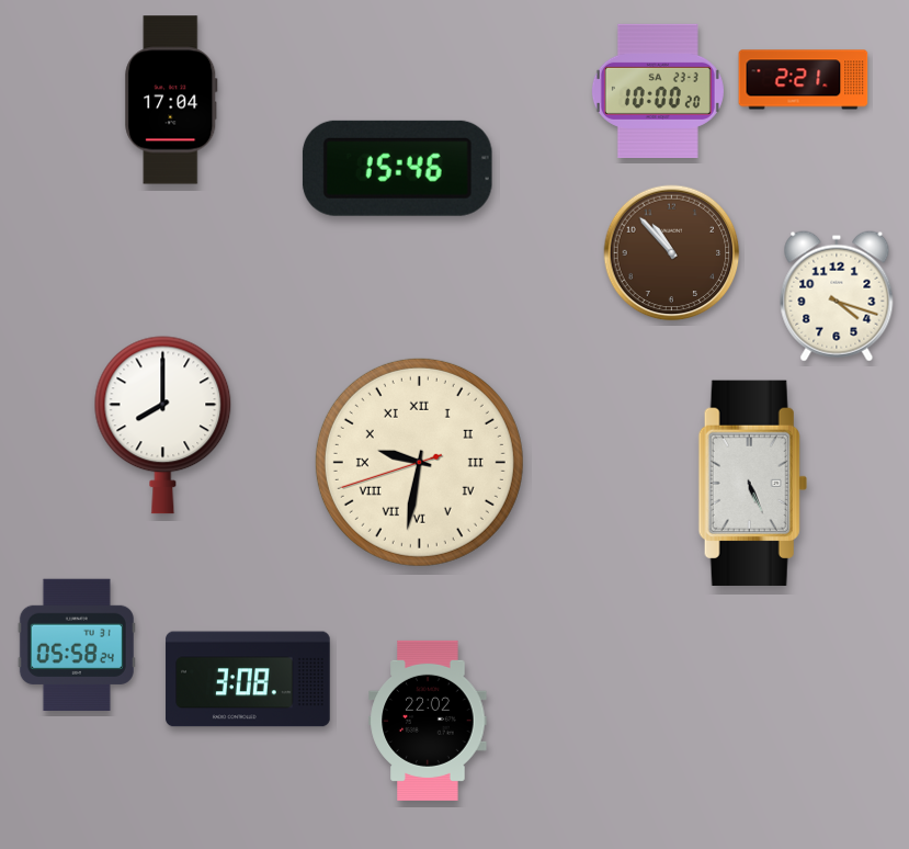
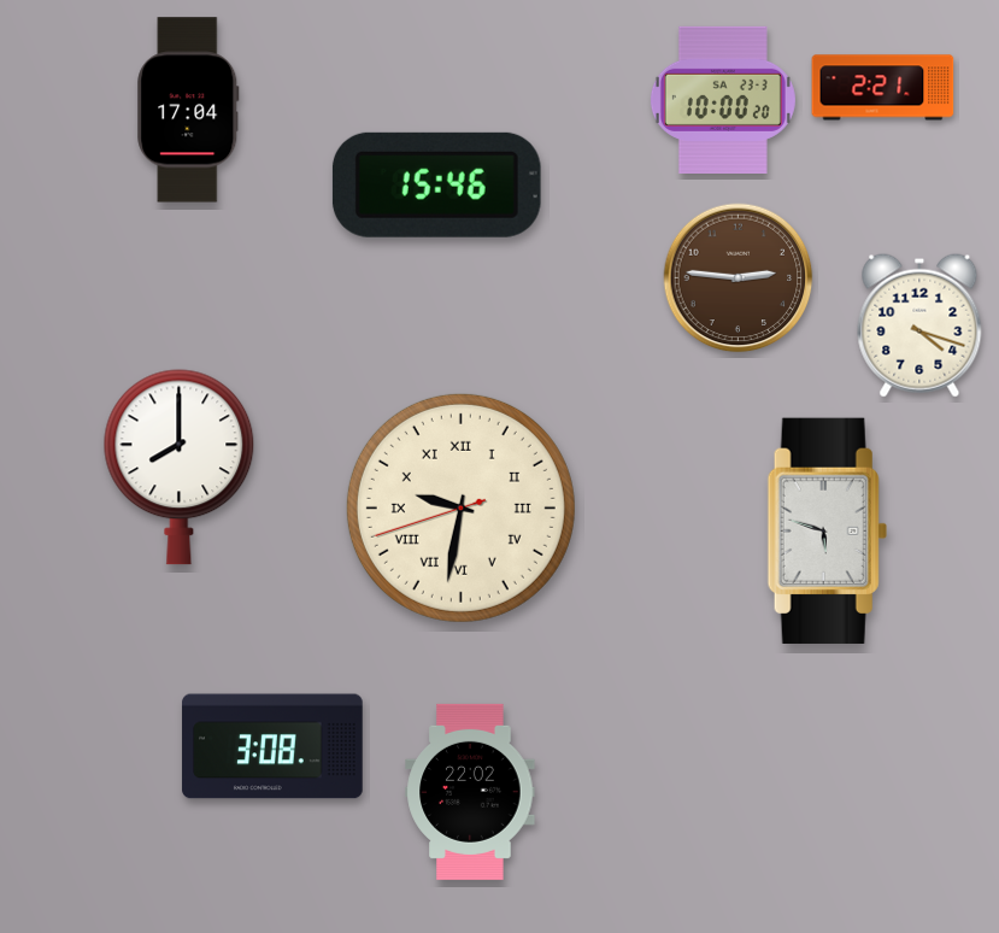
clock at (672, 253): 10:53 -> 2:46
clock at (752, 483): 5:26 -> 5:48
clock at (77, 644): 05:58 -> none
